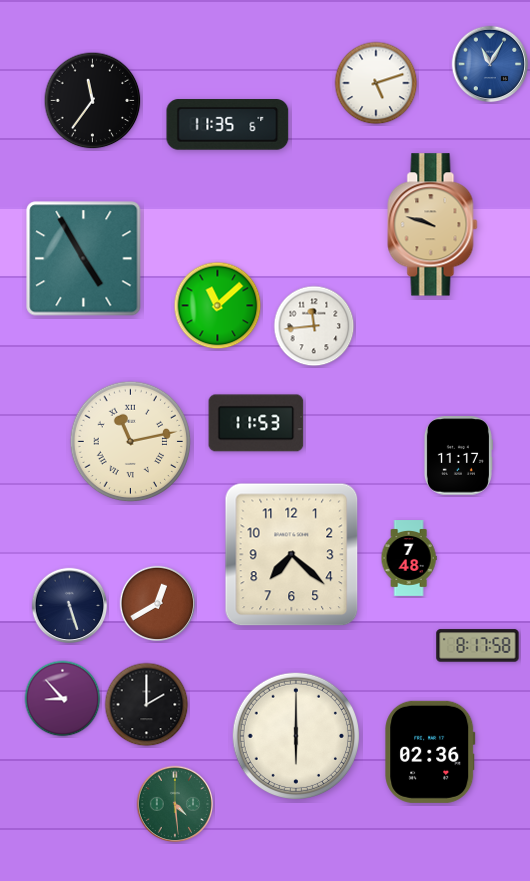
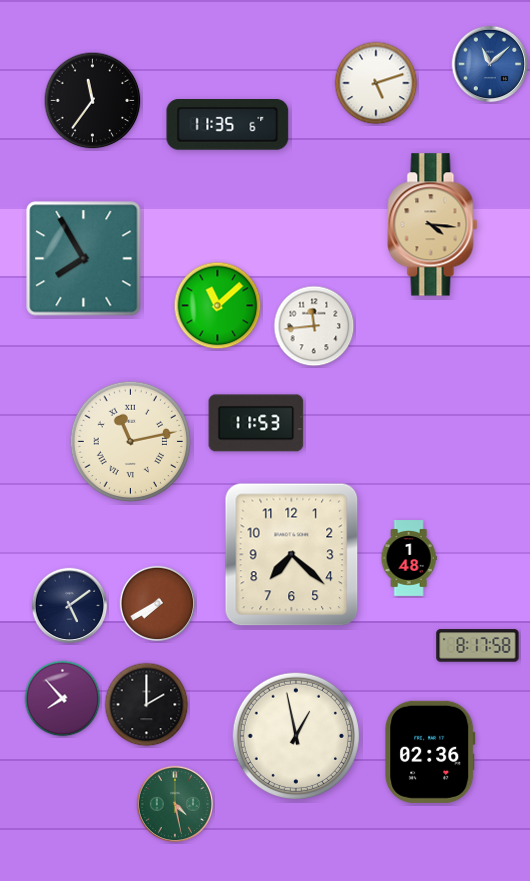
clock at (490, 64): 11:05 -> 11:08
clock at (433, 225): 9:48 -> 4:16
clock at (84, 259): 4:55 -> 7:55
clock at (458, 456): 11:17 -> none
clock at (409, 558): 7:48 -> 1:48
clock at (158, 604): 12:40 -> 7:40
clock at (70, 606): 5:27 -> 5:09
clock at (63, 699): 8:53 -> 7:53
clock at (295, 735): 6:00 -> 12:58
clock at (175, 804): 4:29 -> 4:28
